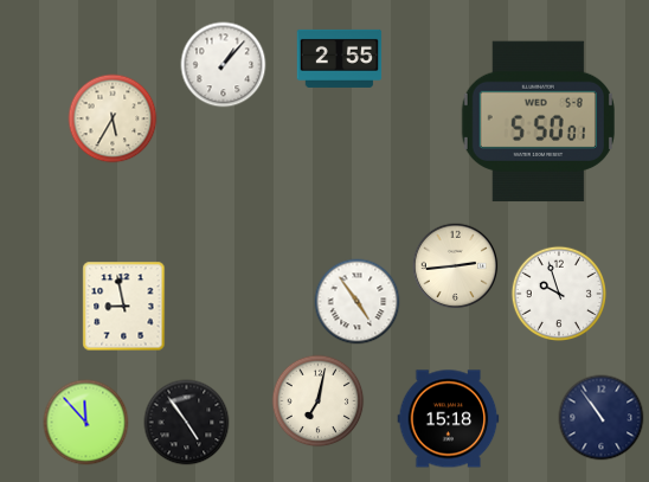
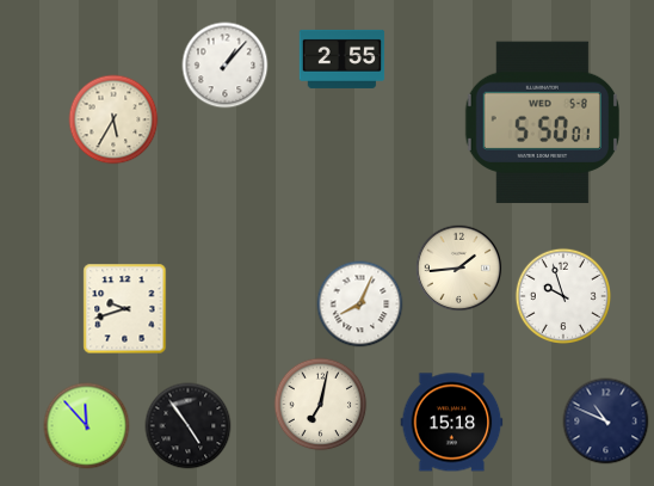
clock at (456, 266): 2:44 -> 1:44
clock at (358, 302): 4:54 -> 8:04
clock at (124, 307): 8:58 -> 9:42
clock at (602, 418): 10:54 -> 10:49
